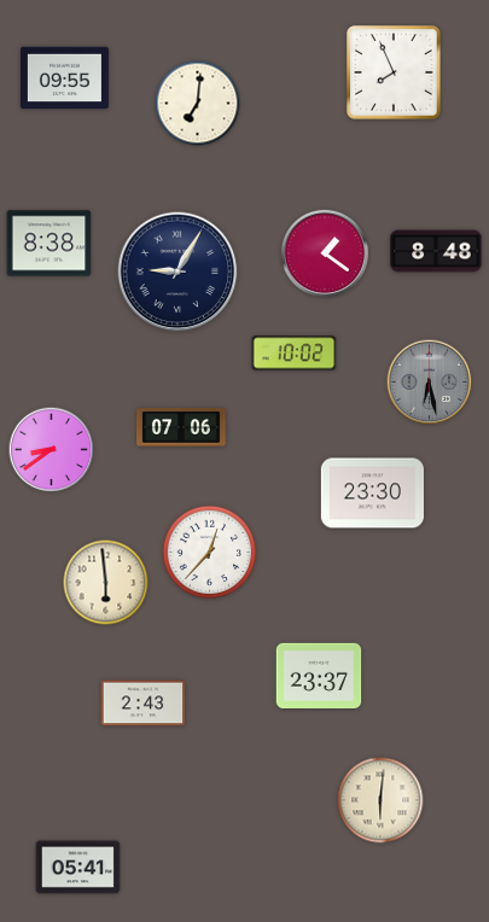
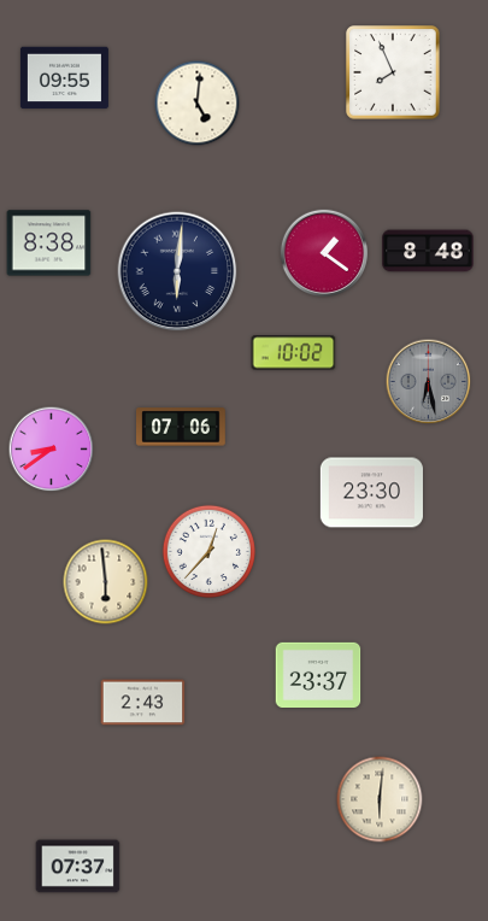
clock at (198, 104): 7:01 -> 5:01
clock at (436, 251) position: (436, 251) -> (428, 251)
clock at (177, 272): 9:05 -> 6:01
clock at (78, 868): 05:41 -> 07:37
